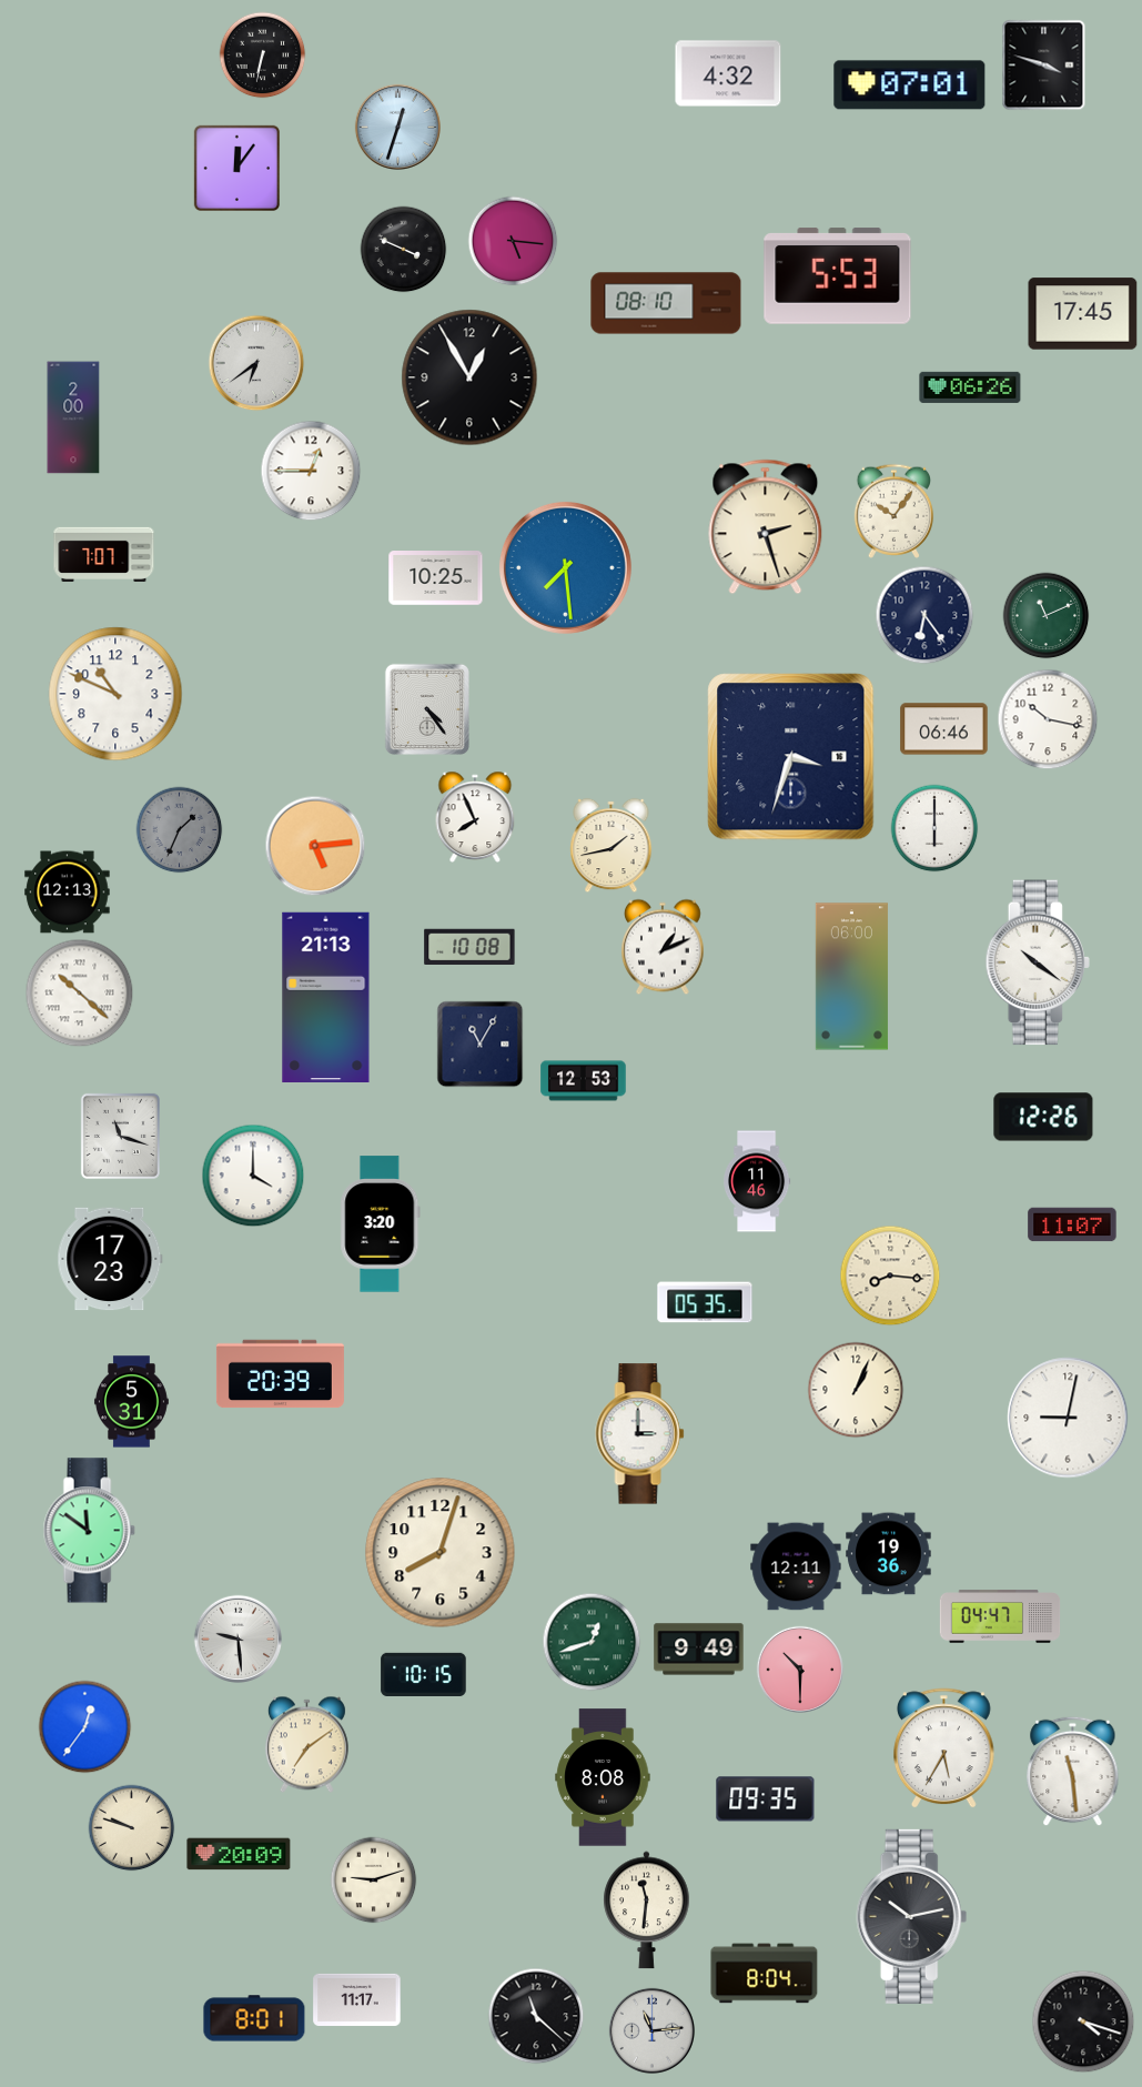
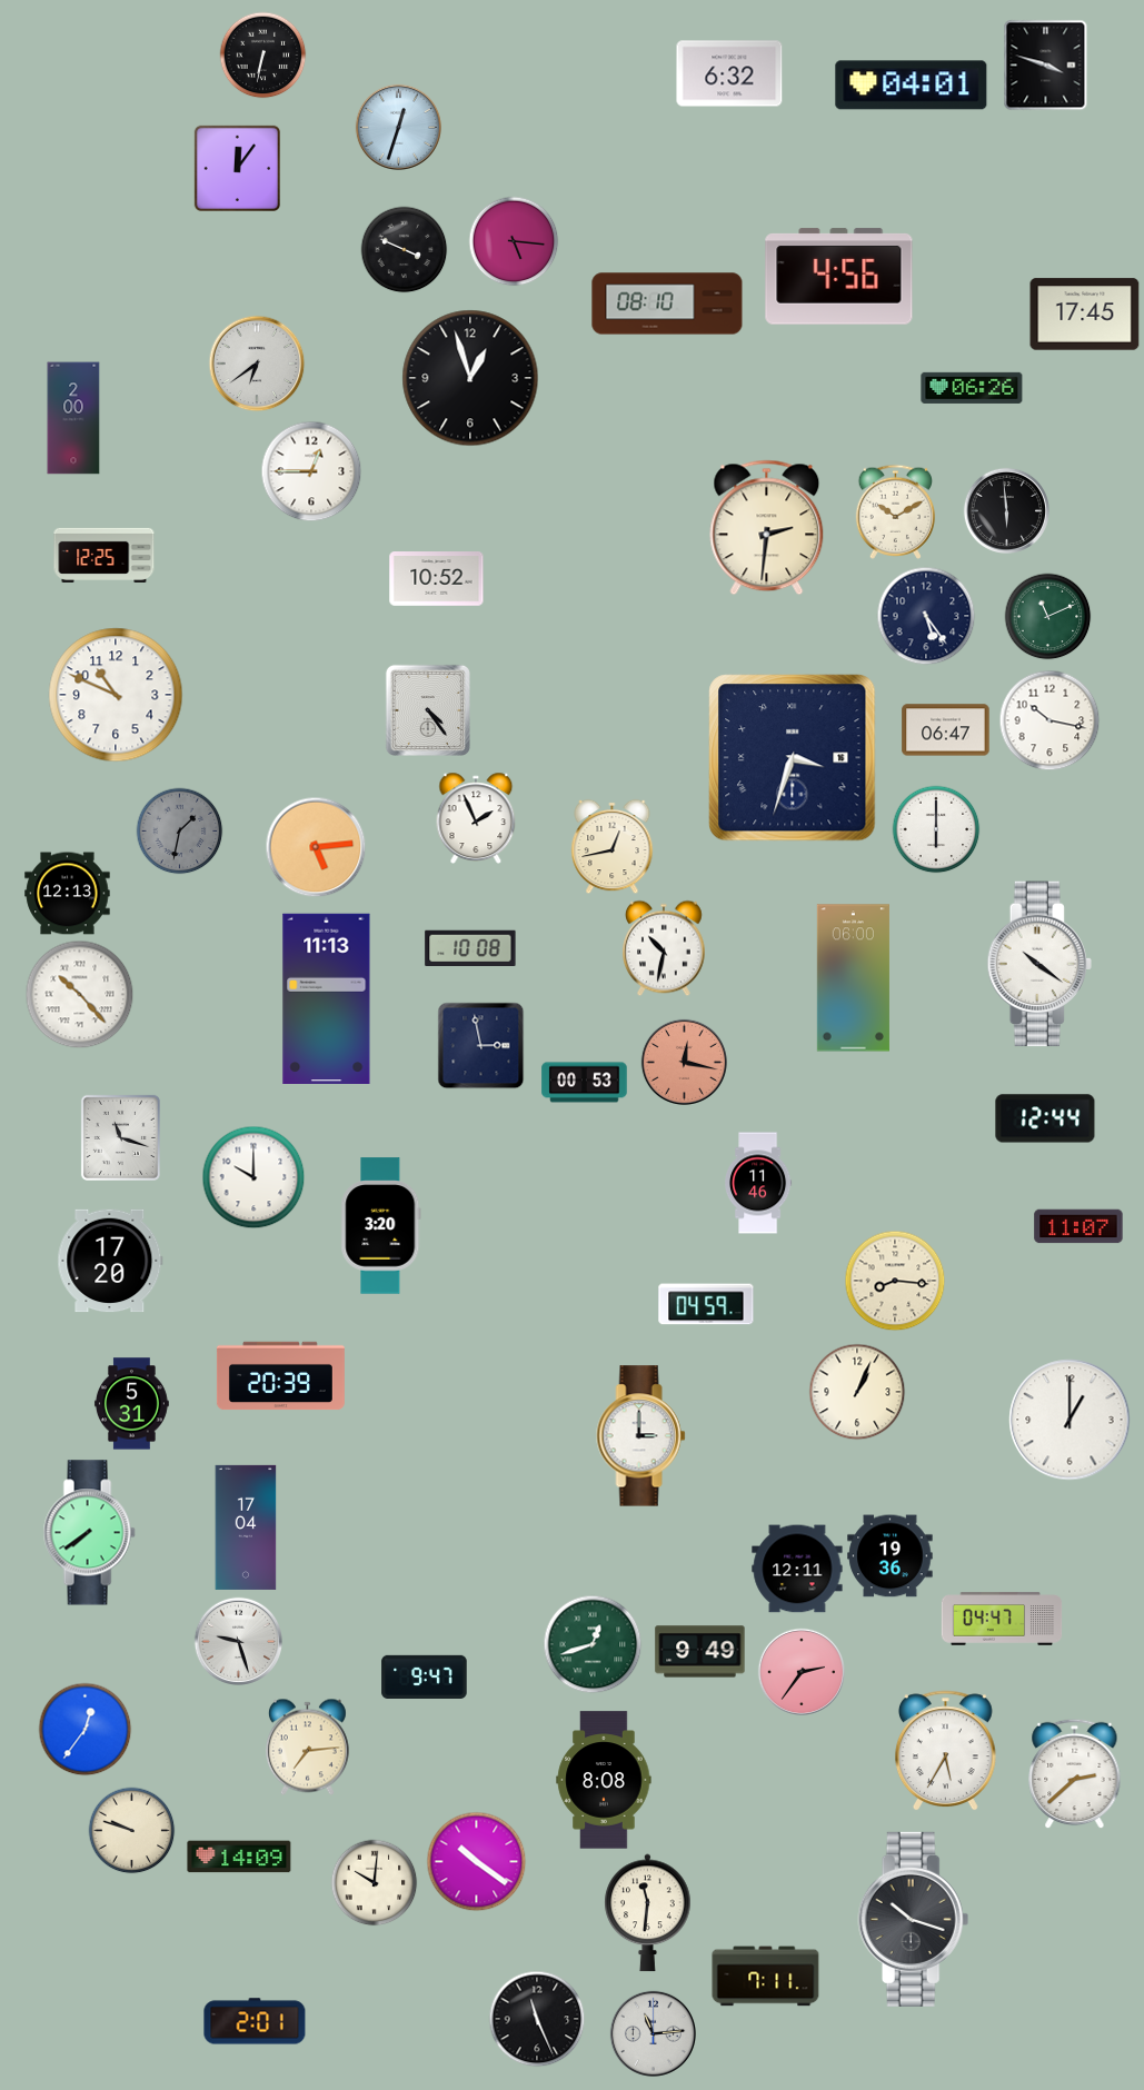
clock at (728, 73): 4:32 -> 6:32
clock at (910, 85): 07:01 -> 04:01
clock at (838, 276): 5:53 -> 4:56
clock at (469, 377): 12:55 -> 12:57
clock at (1006, 510): none -> 5:59
clock at (895, 511): 10:06 -> 10:10
clock at (766, 527): 2:27 -> 2:31
clock at (104, 554): 7:07 -> 12:25
clock at (565, 567): 7:29 -> none
clock at (436, 578): 10:25 -> 10:52
clock at (924, 615): 6:24 -> 5:24
clock at (944, 729): 06:46 -> 06:47
clock at (475, 816): 7:56 -> 1:56
clock at (179, 829): 1:34 -> 1:32
clock at (612, 845): 1:43 -> 12:43
clock at (664, 947): 1:11 -> 10:32
clock at (79, 992): 10:22 -> 10:23
clock at (326, 997): 21:13 -> 11:13
clock at (479, 1043): 11:05 -> 2:58
clock at (684, 1062): none -> 12:17
clock at (584, 1081): 12:53 -> 00:53
clock at (1043, 1117): 12:26 -> 12:44
clock at (253, 1176): 4:00 -> 10:00
clock at (1072, 1224) position: (1072, 1224) -> (1078, 1226)
clock at (110, 1259): 17:23 -> 17:20
clock at (890, 1276) position: (890, 1276) -> (895, 1281)
clock at (705, 1302): 05:35 -> 04:59
clock at (1068, 1418): 9:02 -> 1:00
clock at (246, 1527): none -> 17:04
clock at (89, 1531): 11:51 -> 7:39
clock at (441, 1553): 8:03 -> none
clock at (238, 1639): 9:29 -> 9:27
clock at (799, 1668): 10:30 -> 2:36
clock at (424, 1674): 10:15 -> 9:47
clock at (306, 1744): 7:09 -> 7:14
clock at (1073, 1771): 11:29 -> 2:38
clock at (766, 1799): 09:35 -> none
clock at (239, 1854): 20:09 -> 14:09
clock at (476, 1861): none -> 10:21
clock at (373, 1879): 9:12 -> 10:01
clock at (912, 1916): 10:13 -> 10:18
clock at (765, 1974): 8:04 -> 7:11
clock at (357, 1999): 11:17 -> none
clock at (536, 2016): 11:22 -> 11:26
clock at (254, 2018): 8:01 -> 2:01
clock at (1083, 2022): 4:18 -> none
